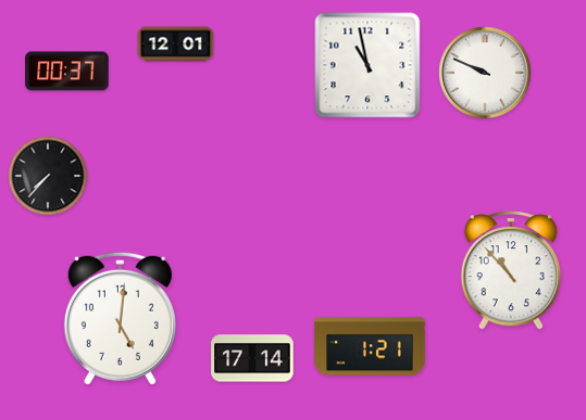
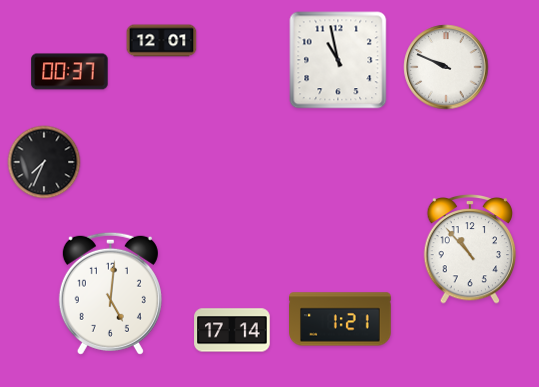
clock at (67, 72) position: (67, 72) -> (70, 72)
clock at (48, 176): 7:37 -> 7:34
